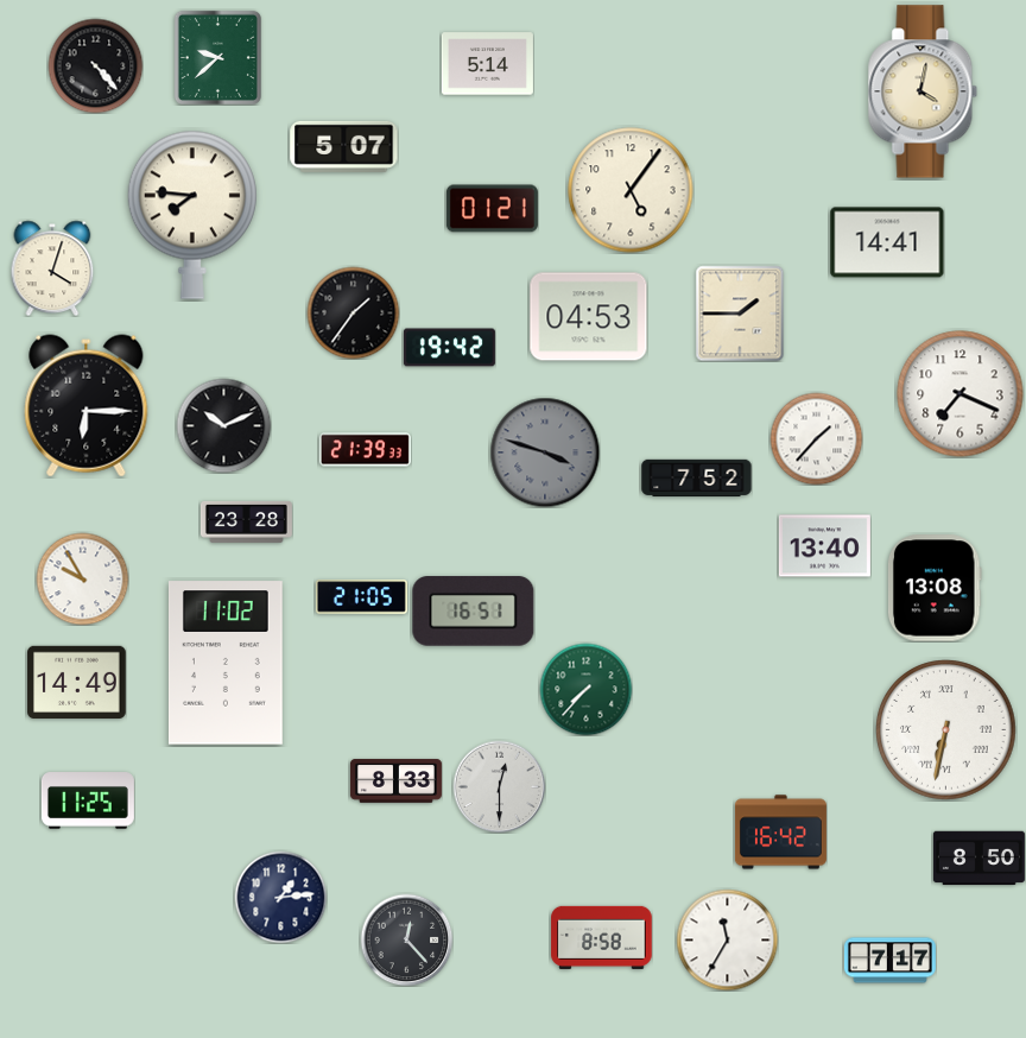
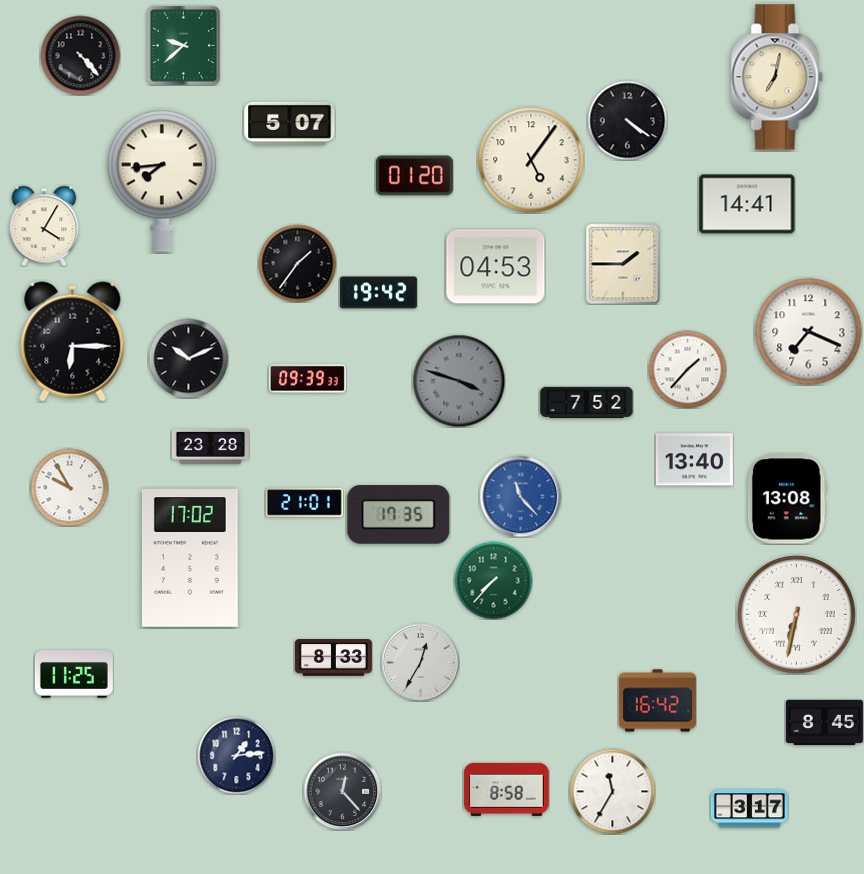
clock at (217, 57) position: (217, 57) -> (183, 45)
clock at (487, 64): 5:14 -> none
clock at (923, 91): 4:02 -> 7:02
clock at (627, 120): none -> 4:21
clock at (492, 209): 01:21 -> 01:20
clock at (192, 215): 7:46 -> 7:44
clock at (52, 268): 4:03 -> 4:05
clock at (365, 450): 21:39 -> 09:39
clock at (246, 521) position: (246, 521) -> (210, 446)
clock at (935, 588) position: (935, 588) -> (787, 499)
clock at (520, 496): none -> 11:23
clock at (361, 597): 21:05 -> 21:01
clock at (474, 612): 16:51 -> 17:35
clock at (226, 663): 11:02 -> 17:02
clock at (77, 682): 14:49 -> none
clock at (499, 786): 12:30 -> 12:35
clock at (978, 859): 8:50 -> 8:45
clock at (889, 961): 7:17 -> 3:17
